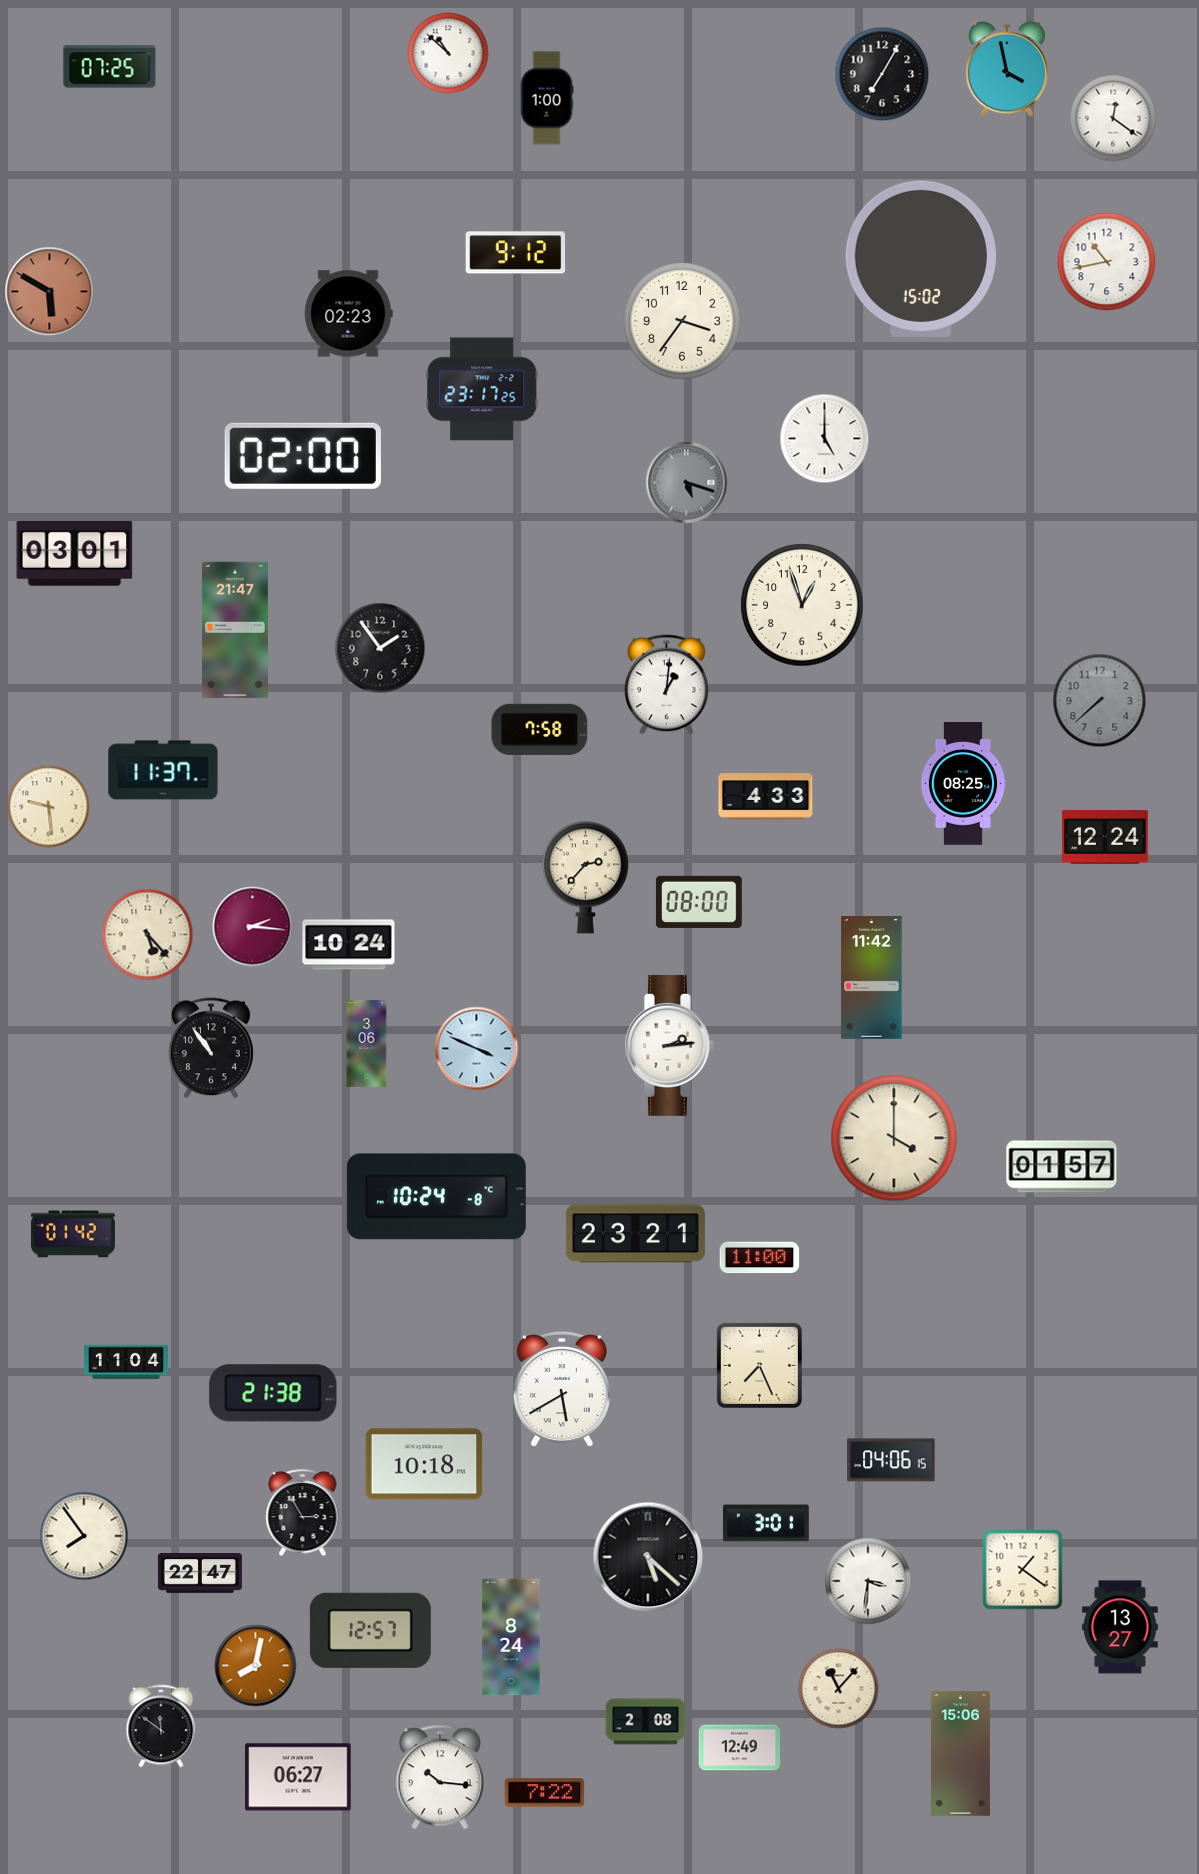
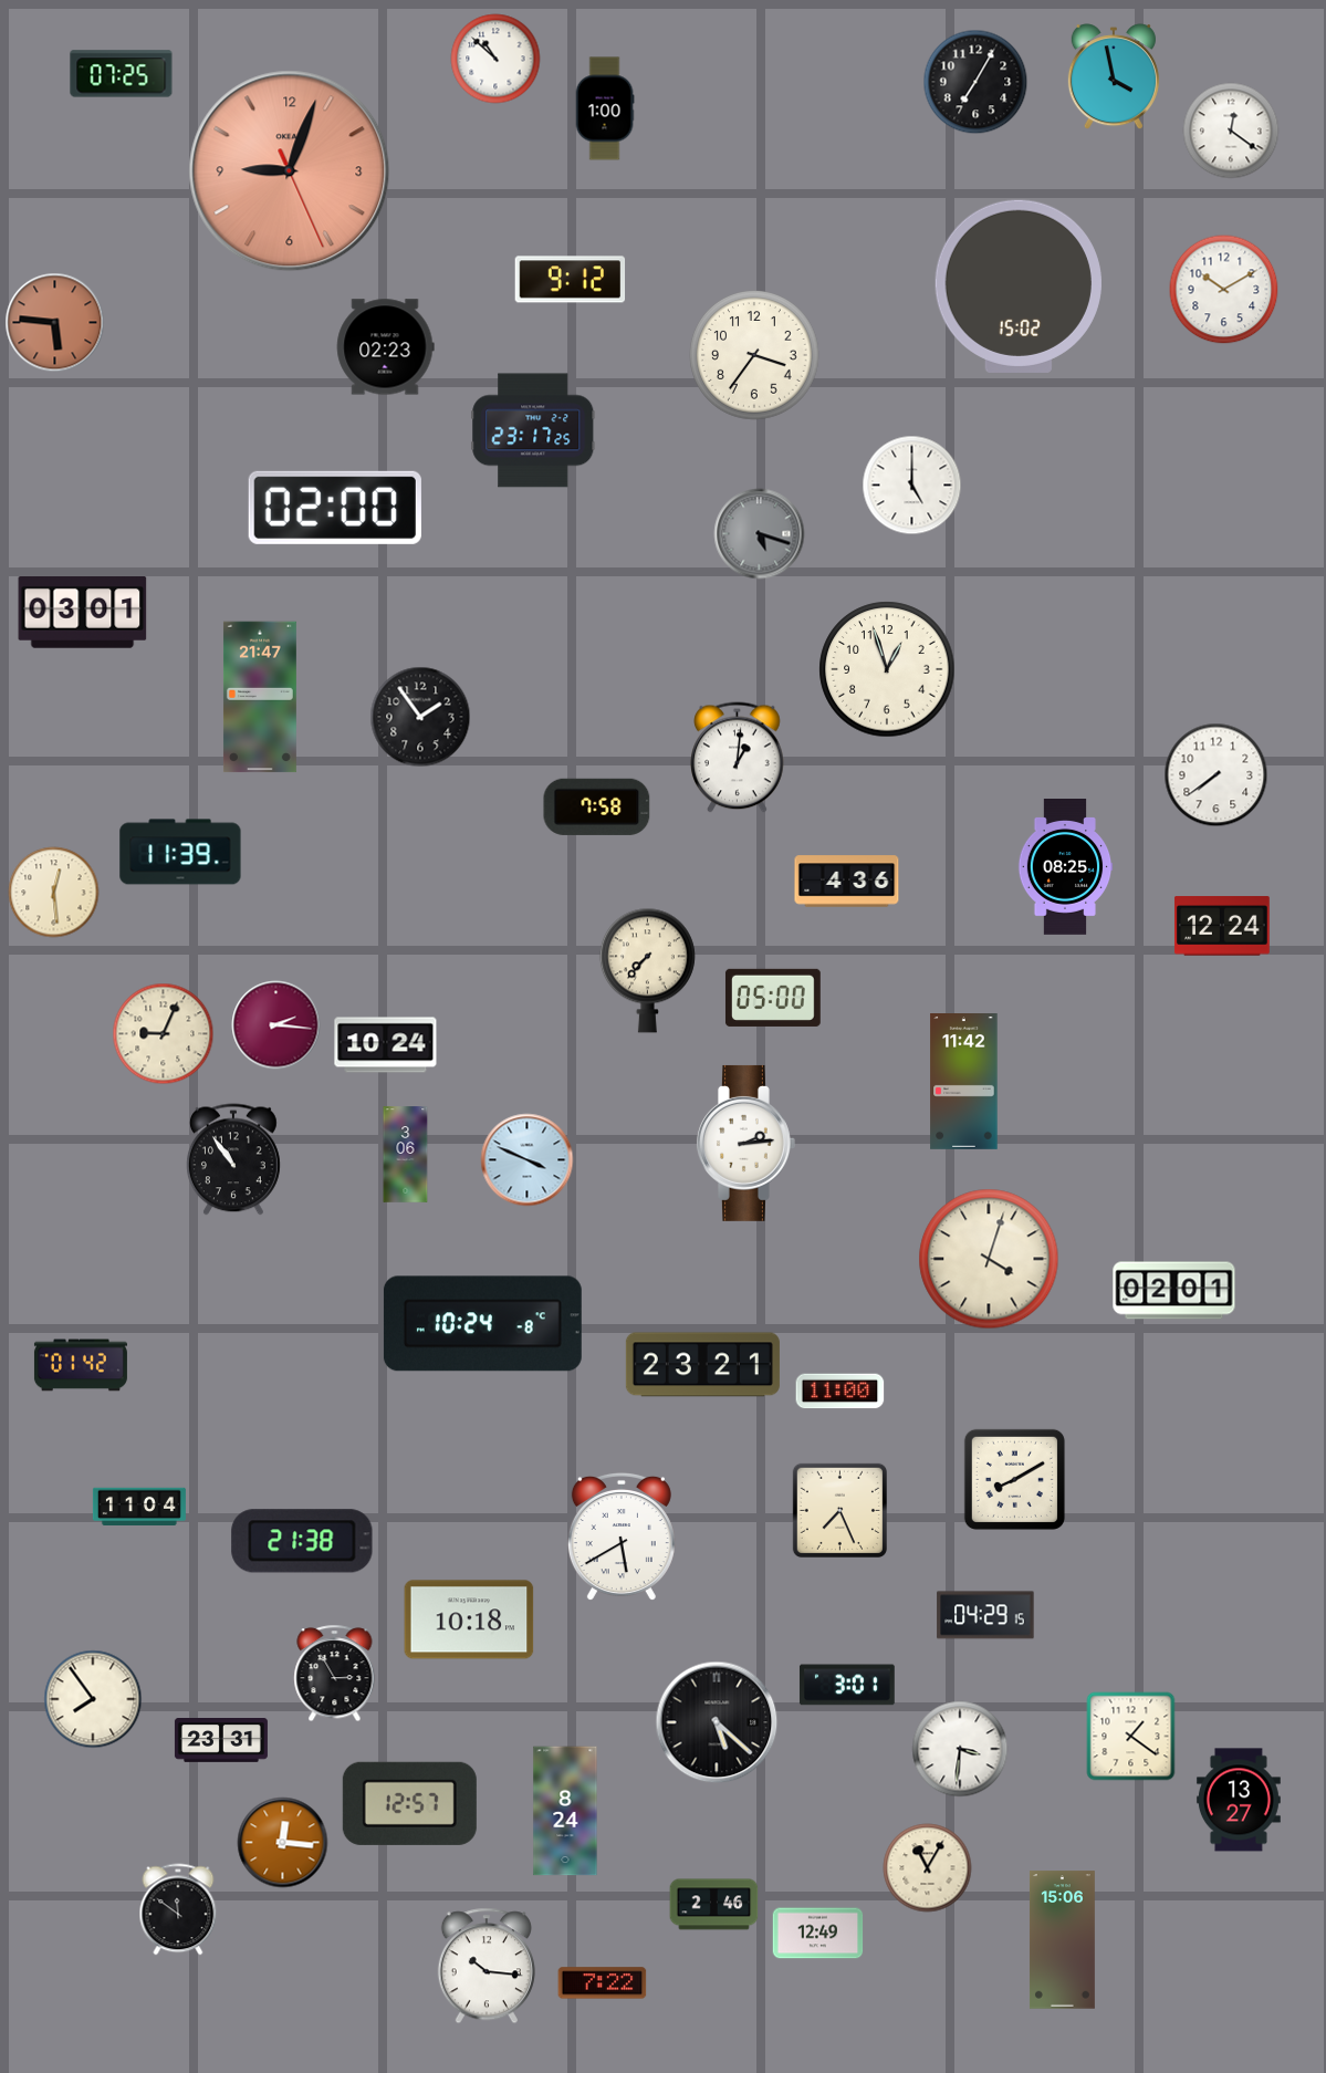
clock at (290, 171): none -> 9:03
clock at (1107, 262): 10:43 -> 10:10
clock at (50, 292): 5:50 -> 5:46
clock at (303, 456) position: (303, 456) -> (335, 508)
clock at (1100, 701): 7:38 -> 7:39
clock at (1100, 701) dial: grey -> white
clock at (163, 770): 11:37 -> 11:39
clock at (766, 797): 4:33 -> 4:36
clock at (49, 807): 9:29 -> 12:29
clock at (585, 877): 2:37 -> 7:37
clock at (699, 902): 08:00 -> 05:00
clock at (253, 927) position: (253, 927) -> (276, 1025)
clock at (148, 935): 5:23 -> 9:04
clock at (669, 1045) position: (669, 1045) -> (745, 1143)
clock at (894, 1138): 4:00 -> 4:03
clock at (1062, 1167): 01:57 -> 02:01
clock at (1014, 1479): none -> 8:10
clock at (891, 1460): 04:06 -> 04:29
clock at (200, 1574): 22:47 -> 23:31
clock at (256, 1666): 8:02 -> 12:16
clock at (839, 1689): 11:07 -> 11:05
clock at (646, 1722): 2:08 -> 2:46
clock at (298, 1777): 06:27 -> none
